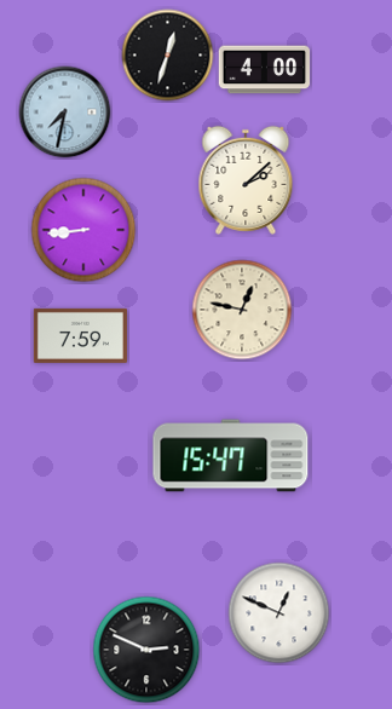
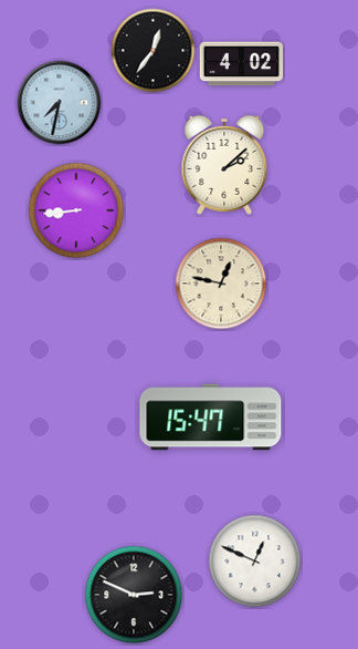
clock at (168, 56): 12:33 -> 12:36
clock at (265, 70): 4:00 -> 4:02
clock at (80, 335): 7:59 -> none
